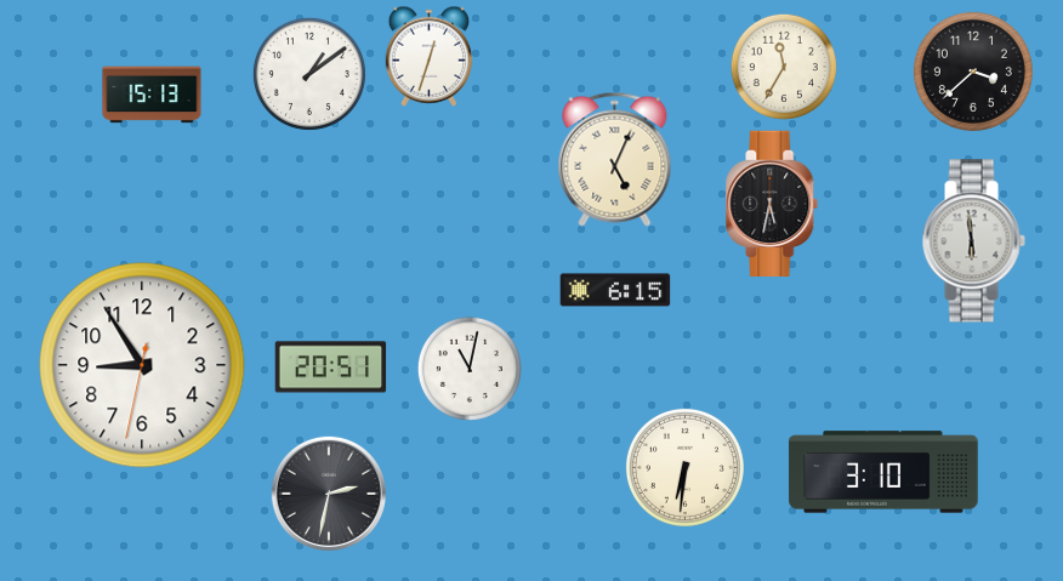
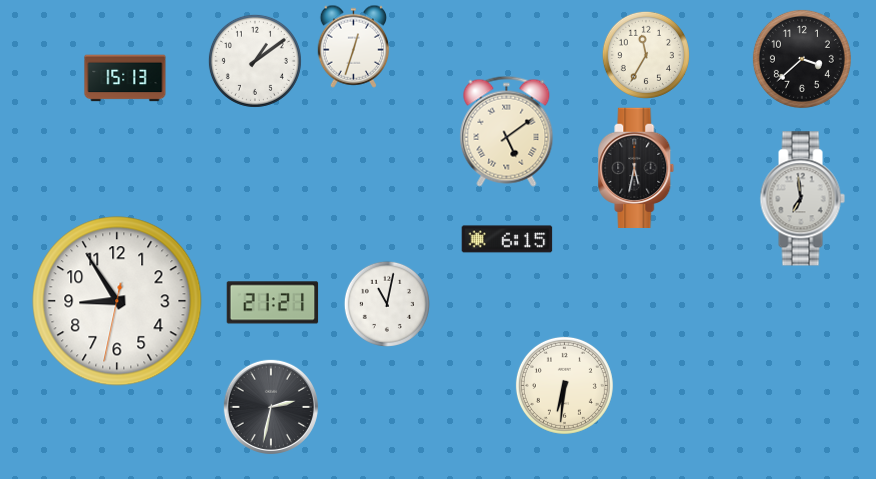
clock at (615, 159): 5:04 -> 5:09
clock at (973, 241): 5:59 -> 6:59
clock at (331, 368): 20:51 -> 21:21
clock at (883, 472): 3:10 -> none
